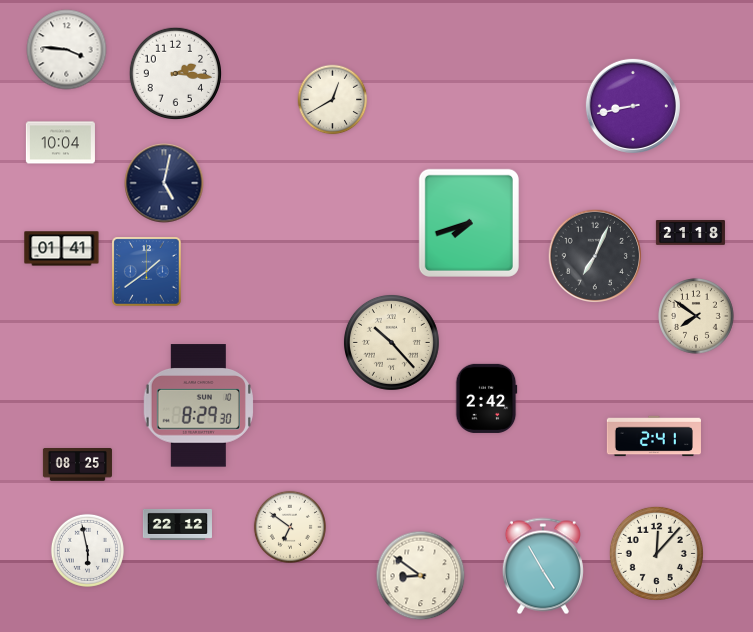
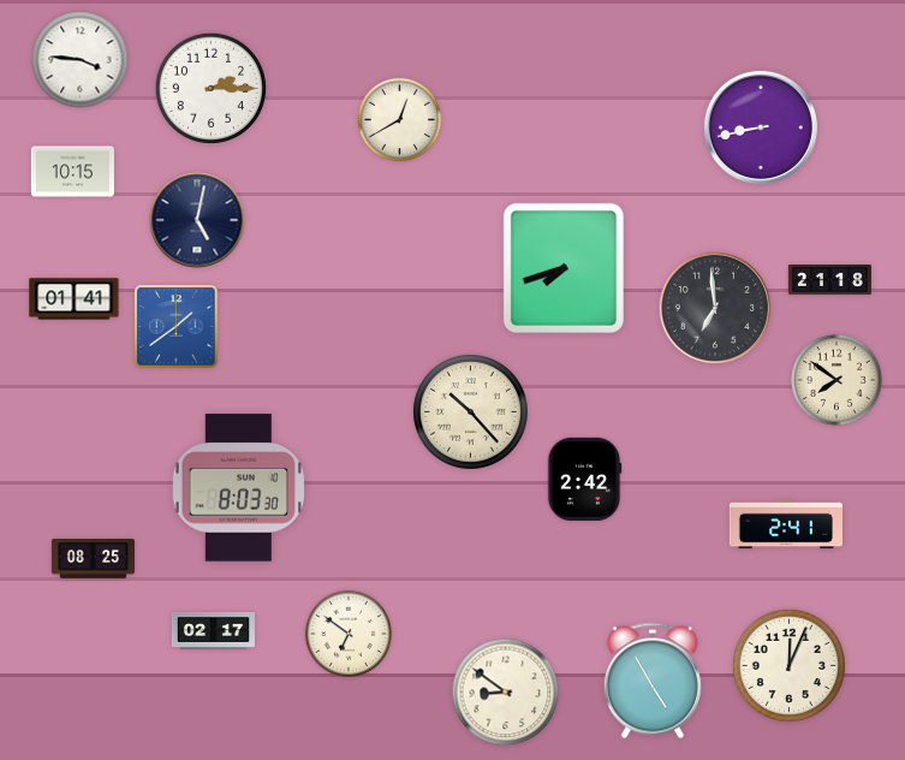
clock at (175, 73): 2:16 -> 2:15
clock at (60, 143): 10:04 -> 10:15
clock at (594, 255): 7:04 -> 6:59
clock at (198, 406): 8:29 -> 8:03
clock at (177, 524): 22:12 -> 02:17
clock at (87, 550): 5:58 -> none
clock at (656, 553): 12:07 -> 12:04
